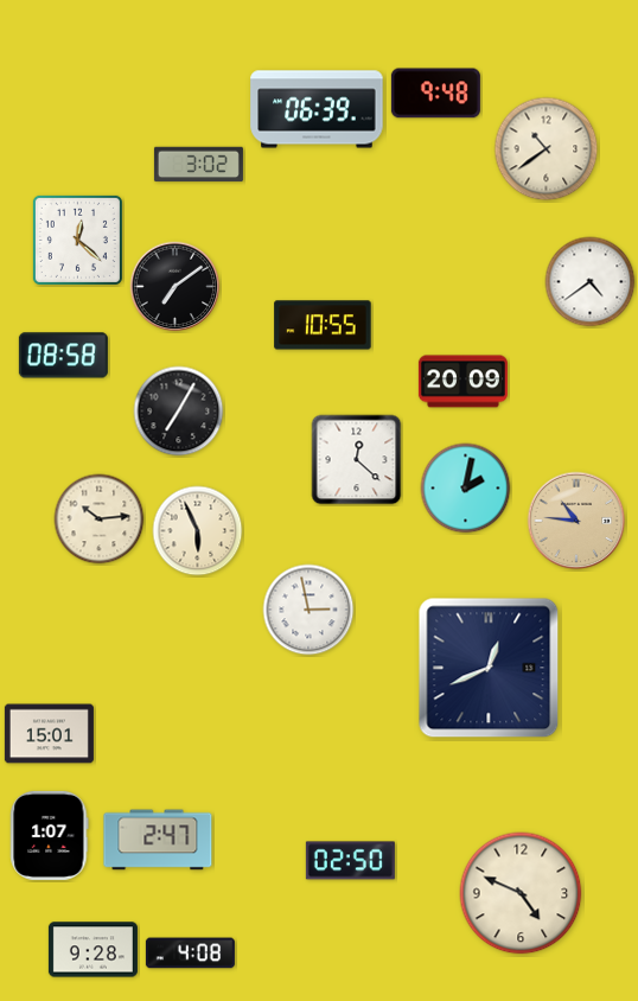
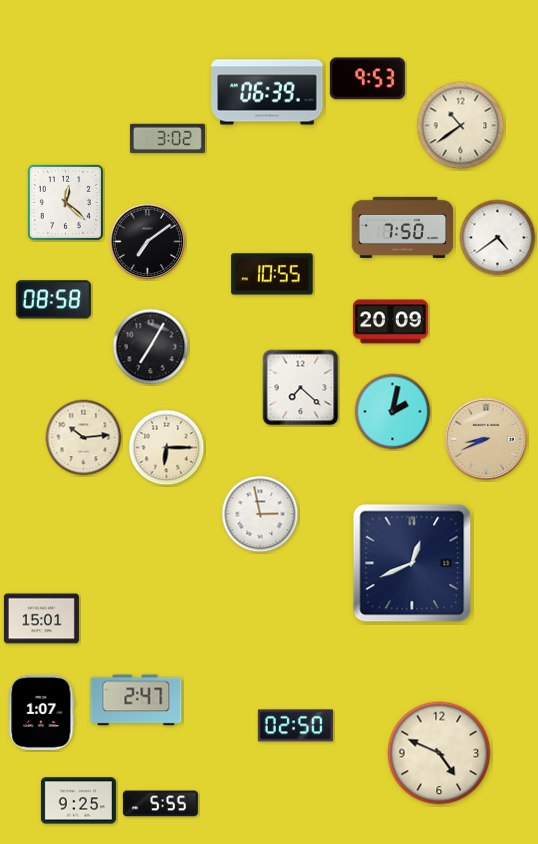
clock at (435, 94): 9:48 -> 9:53
clock at (403, 227): none -> 7:50
clock at (357, 460): 12:22 -> 7:22
clock at (576, 521): 10:46 -> 8:41
clock at (198, 531): 5:56 -> 6:15
clock at (50, 835) position: (50, 835) -> (42, 712)
clock at (158, 840) position: (158, 840) -> (136, 700)
clock at (92, 950): 9:28 -> 9:25
clock at (190, 954): 4:08 -> 5:55
